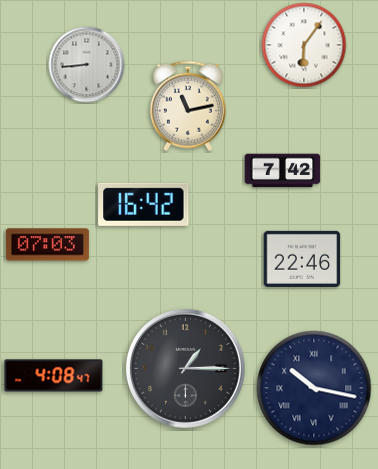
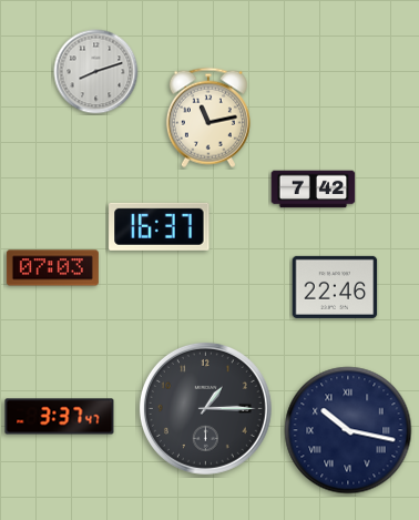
clock at (304, 45): 6:06 -> none
clock at (87, 65): 8:44 -> 8:12
clock at (144, 204): 16:42 -> 16:37
clock at (47, 245) position: (47, 245) -> (52, 268)
clock at (54, 376): 4:08 -> 3:37
